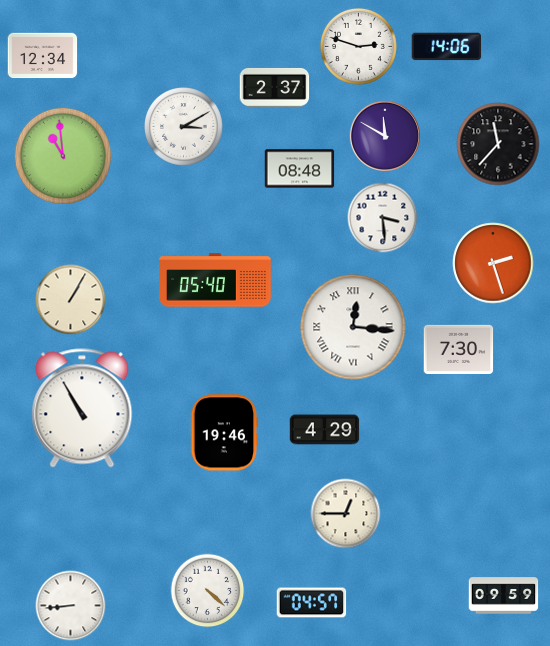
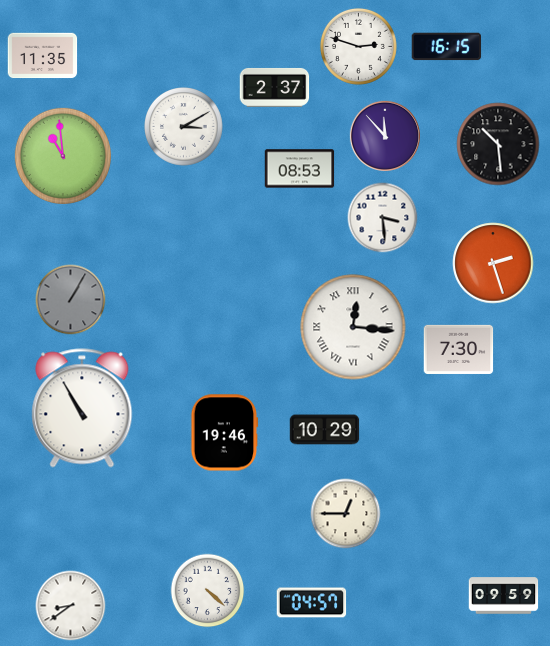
clock at (447, 47): 14:06 -> 16:15
clock at (43, 56): 12:34 -> 11:35
clock at (385, 136): 11:50 -> 11:53
clock at (498, 144): 11:37 -> 10:29
clock at (300, 169): 08:48 -> 08:53
clock at (215, 280): 05:40 -> none
clock at (71, 300) dial: cream -> grey
clock at (325, 430): 4:29 -> 10:29
clock at (71, 606): 8:44 -> 8:39
